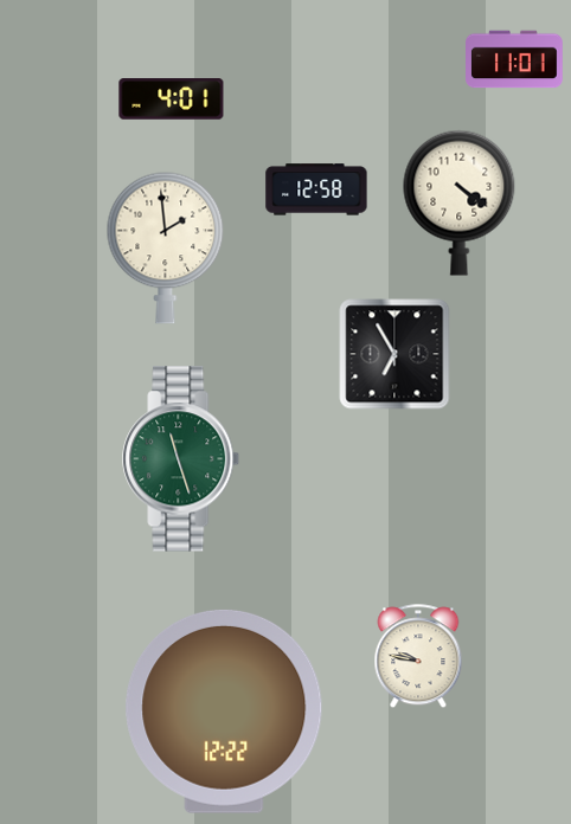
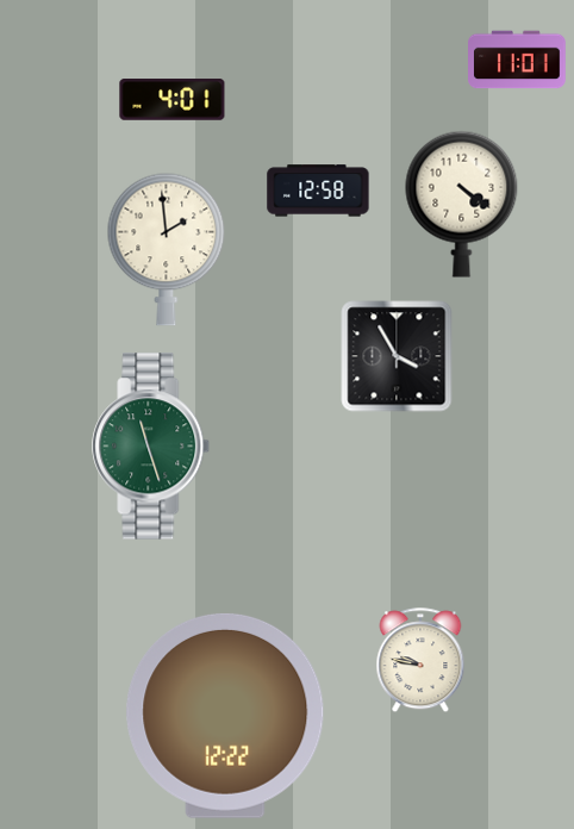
clock at (394, 354): 6:55 -> 3:55
clock at (181, 459) position: (181, 459) -> (151, 447)
